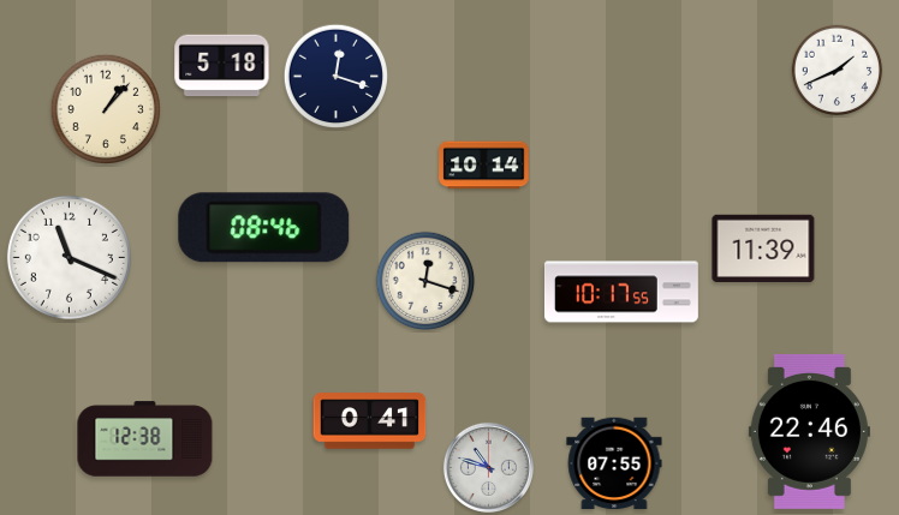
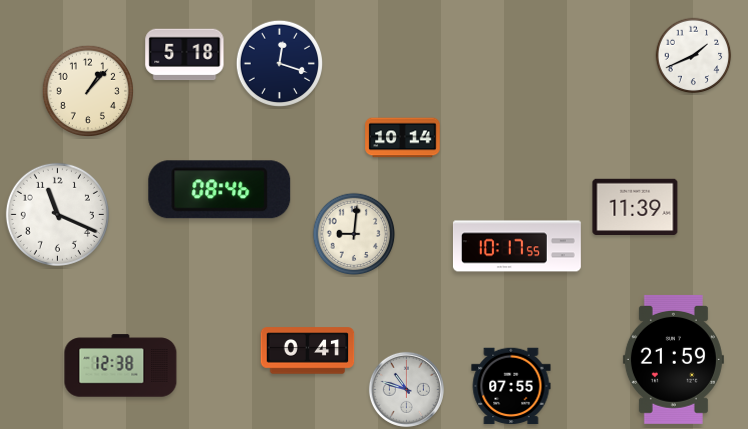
clock at (838, 71) position: (838, 71) -> (694, 56)
clock at (425, 281): 12:18 -> 9:01
clock at (621, 292) position: (621, 292) -> (517, 246)
clock at (809, 431): 22:46 -> 21:59
